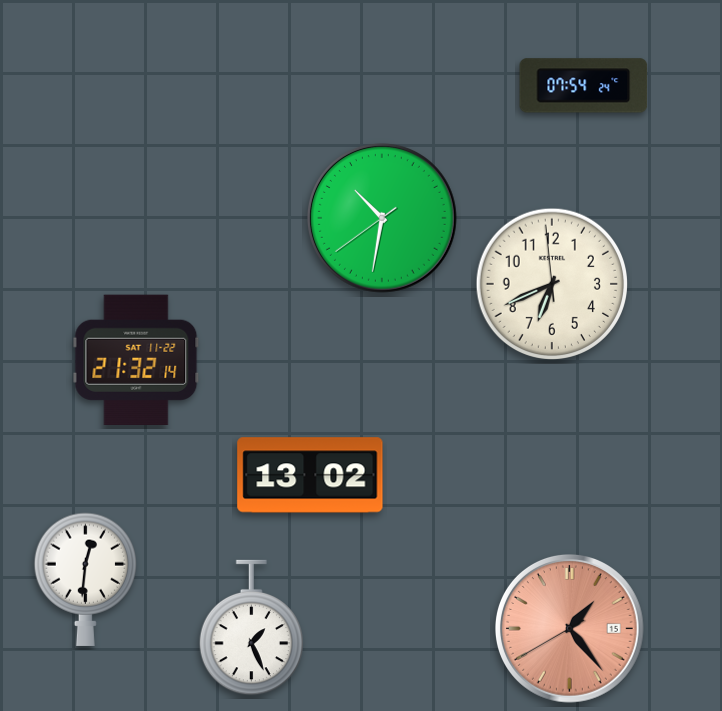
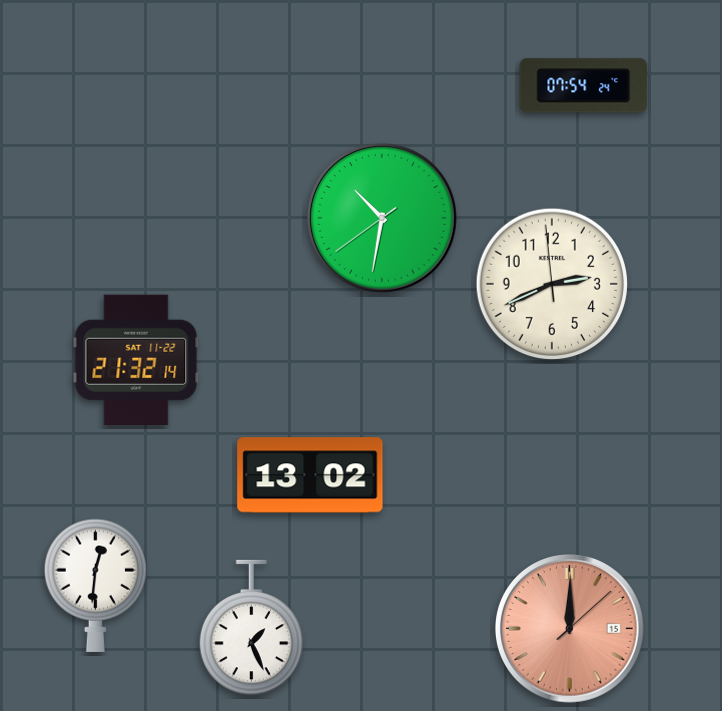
clock at (551, 283): 6:40 -> 2:40
clock at (86, 579) position: (86, 579) -> (96, 585)
clock at (570, 629): 1:23 -> 12:00
